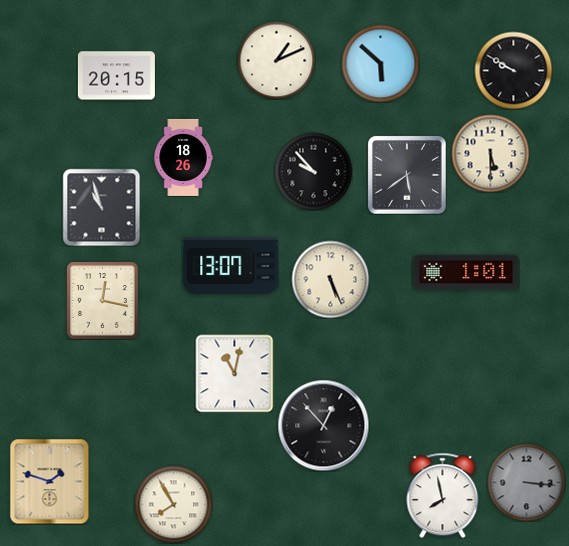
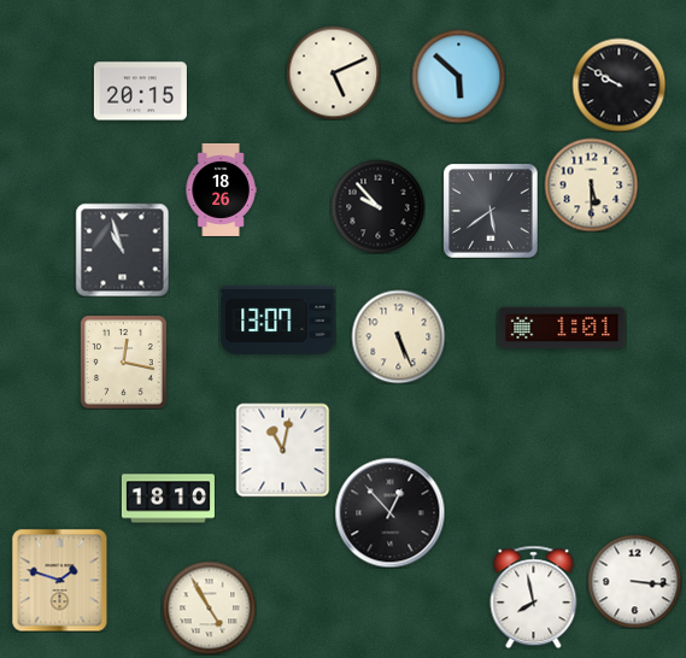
clock at (276, 60): 1:11 -> 5:11
clock at (168, 499): none -> 18:10
clock at (526, 482) dial: grey -> white
clock at (173, 504): 7:55 -> 4:55
